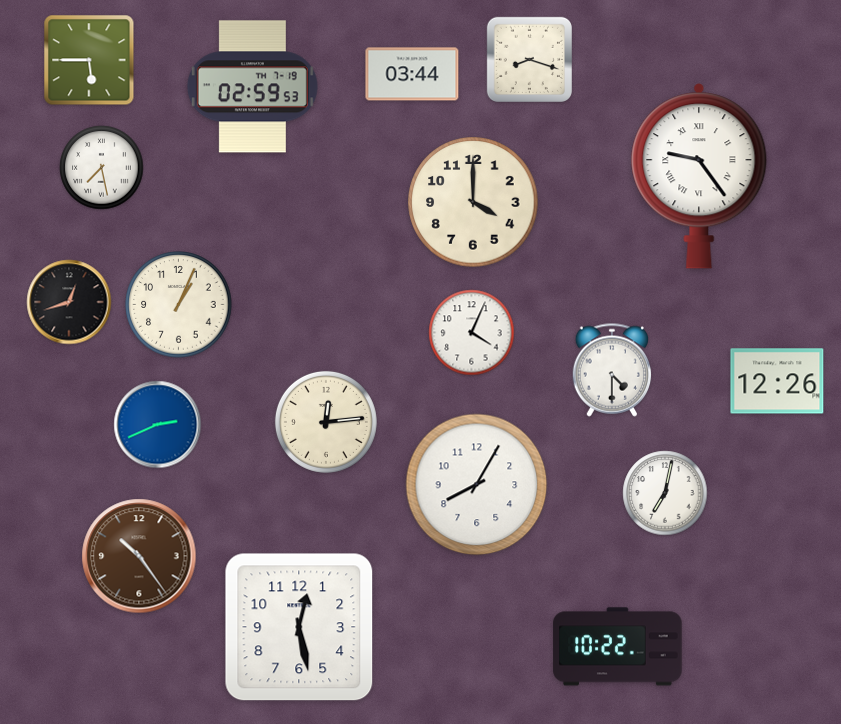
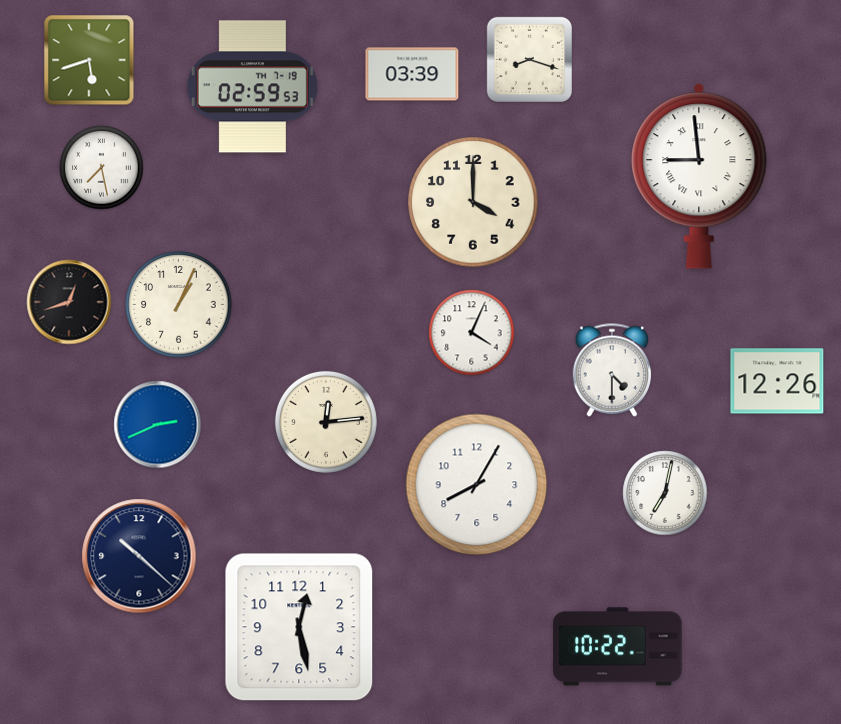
clock at (89, 60): 5:45 -> 5:42
clock at (412, 74): 03:44 -> 03:39
clock at (699, 176): 9:24 -> 8:59
clock at (139, 556): 10:24 -> 10:22
clock at (139, 556) dial: brown -> navy
